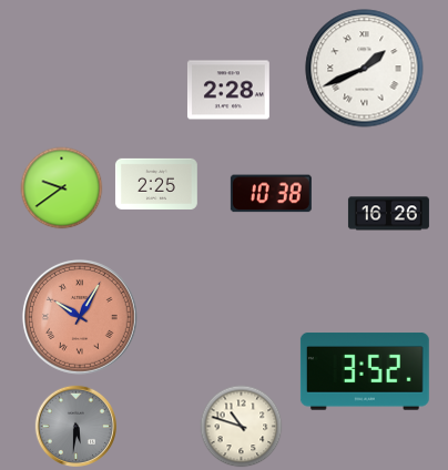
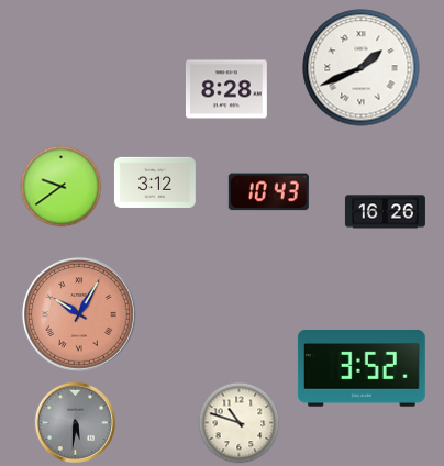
clock at (228, 90): 2:28 -> 8:28
clock at (156, 184): 2:25 -> 3:12
clock at (271, 194): 10:38 -> 10:43
